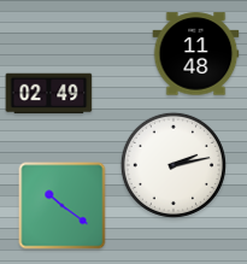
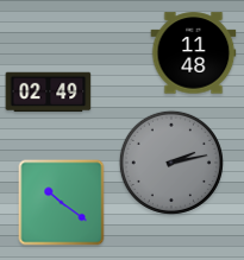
clock at (174, 165) dial: white -> grey
